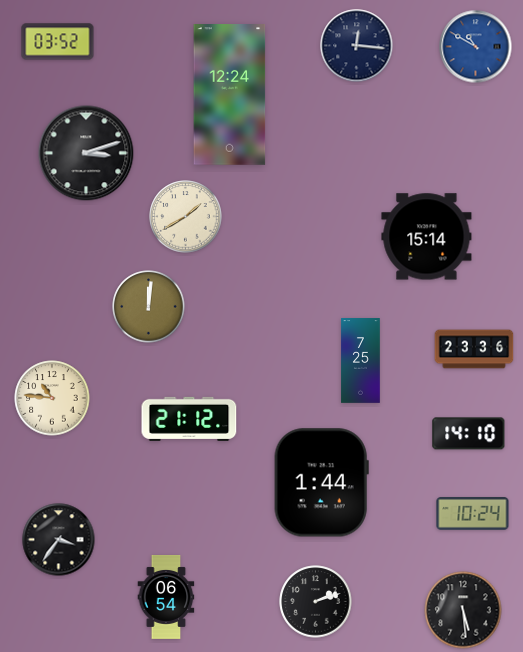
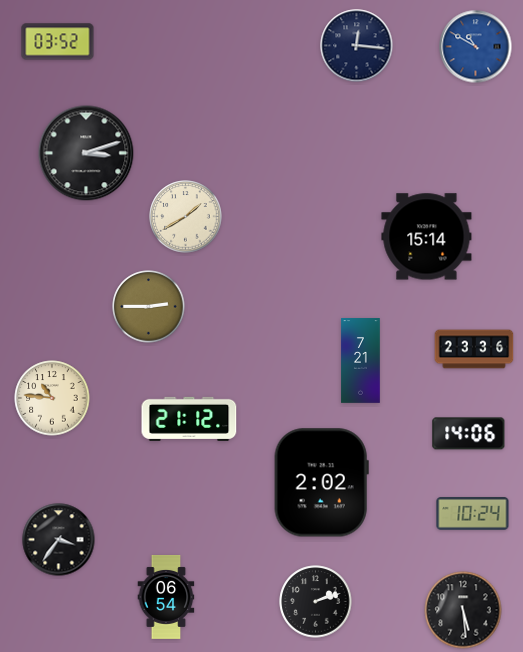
clock at (230, 95): 12:24 -> none
clock at (149, 307): 12:01 -> 2:45
clock at (361, 361): 7:25 -> 7:21
clock at (469, 434): 14:10 -> 14:06
clock at (321, 483): 1:44 -> 2:02
